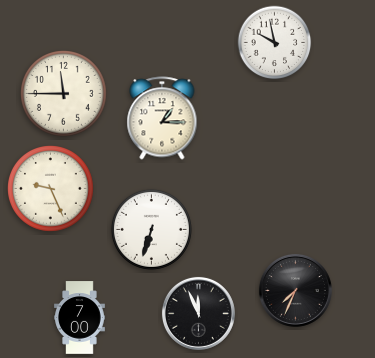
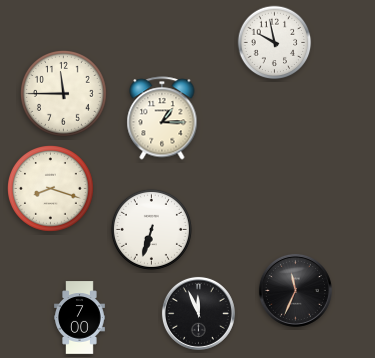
clock at (51, 189): 9:26 -> 8:18
clock at (295, 290): 7:34 -> 11:34
